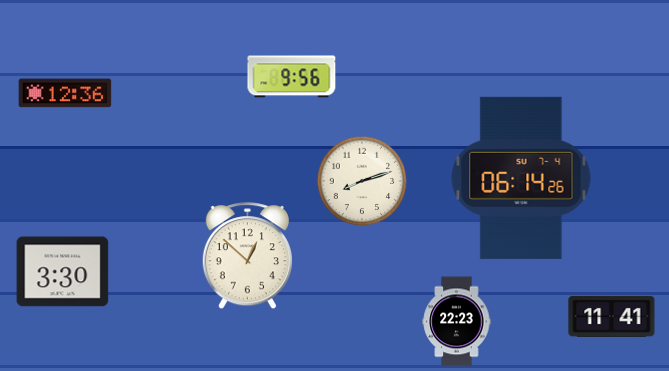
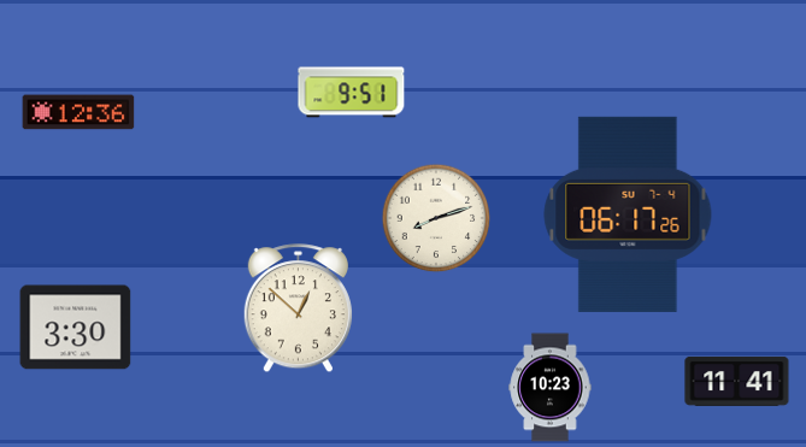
clock at (292, 77): 9:56 -> 9:51
clock at (521, 178): 06:14 -> 06:17
clock at (457, 322): 22:23 -> 10:23
